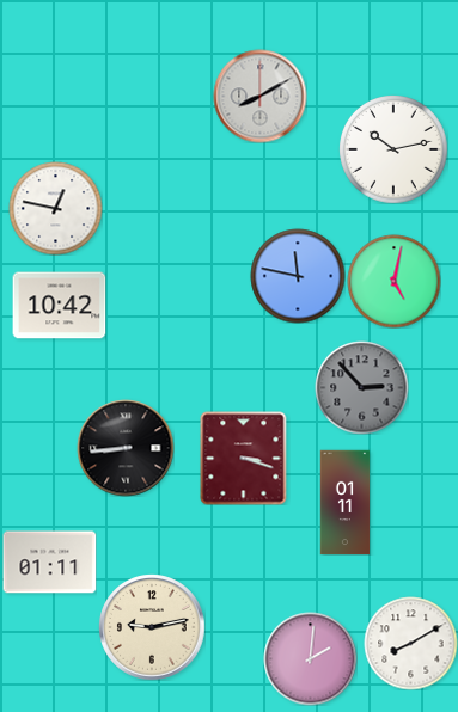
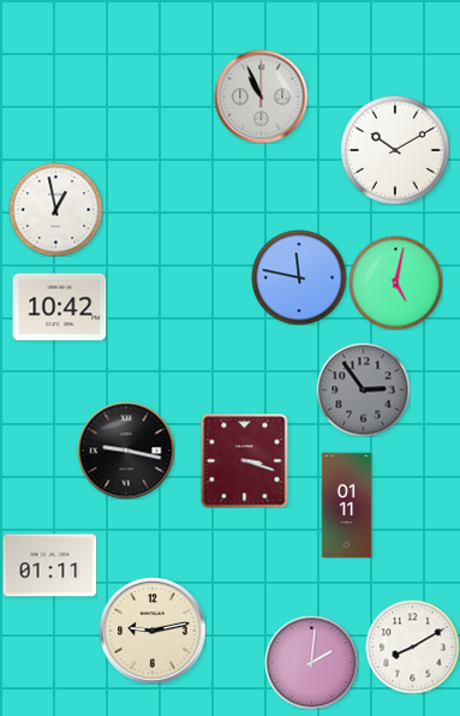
clock at (259, 96): 8:10 -> 10:56
clock at (393, 149): 10:13 -> 10:10
clock at (55, 208): 12:47 -> 12:58
clock at (361, 387): 2:53 -> 2:54
clock at (126, 448): 8:44 -> 9:17
